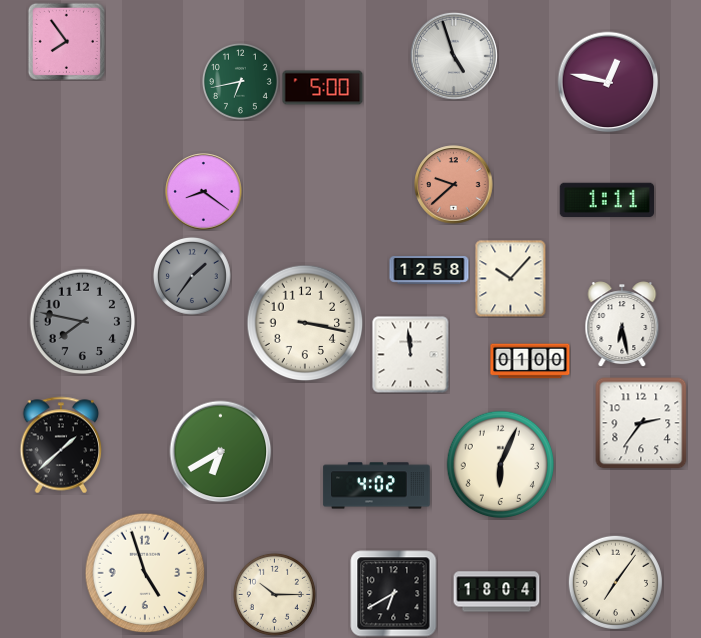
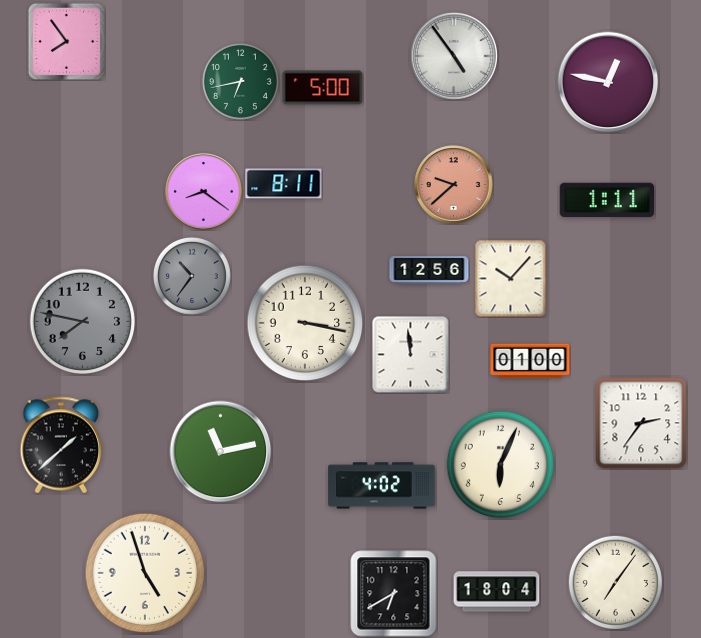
clock at (454, 56): 4:57 -> 4:54
clock at (284, 184): none -> 8:11
clock at (429, 271): 12:58 -> 12:56
clock at (192, 276): 1:36 -> 10:36
clock at (622, 324): 6:28 -> none
clock at (221, 452): 6:40 -> 11:13
clock at (377, 486) position: (377, 486) -> (382, 486)
clock at (274, 594): 10:15 -> none
